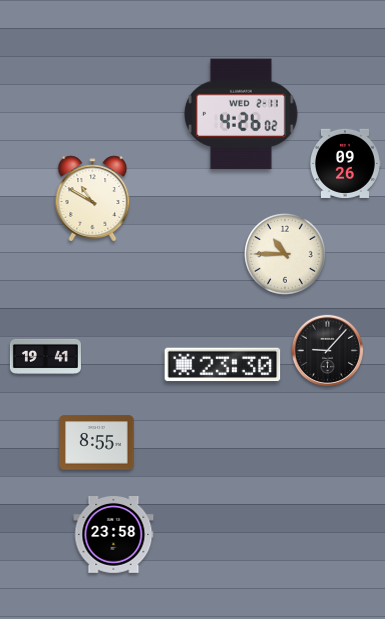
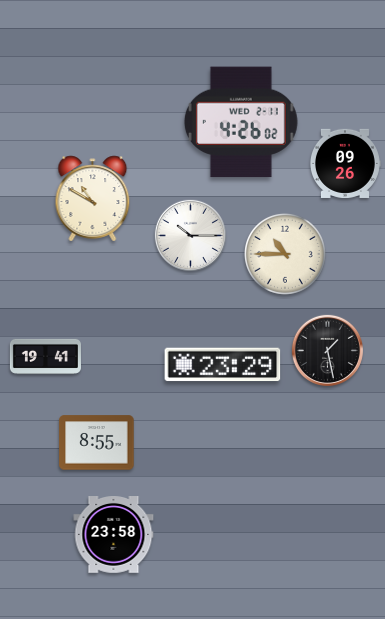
clock at (241, 114) position: (241, 114) -> (241, 122)
clock at (190, 235): none -> 10:15
clock at (327, 350): 9:07 -> 1:28
clock at (223, 365): 23:30 -> 23:29
